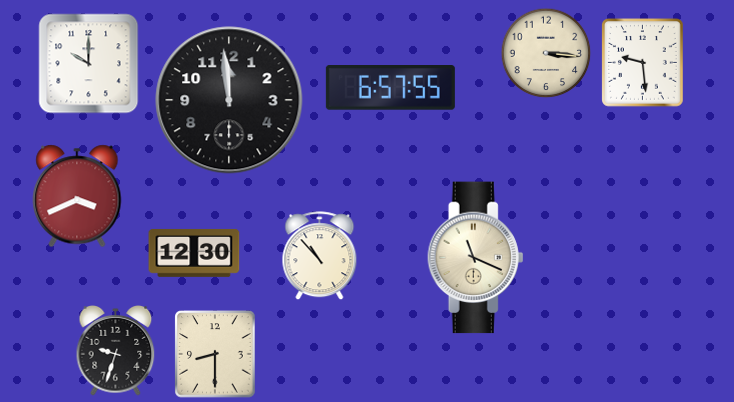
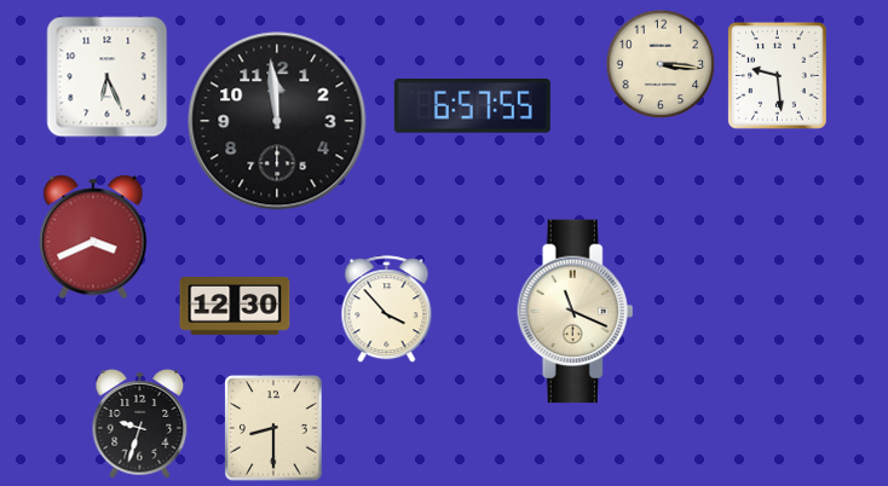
clock at (89, 64): 10:00 -> 6:26
clock at (320, 256): 10:53 -> 3:53
clock at (215, 354) position: (215, 354) -> (273, 428)
